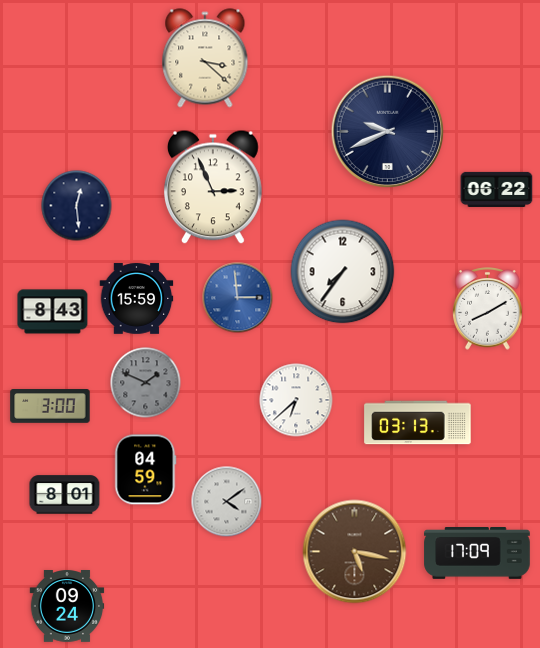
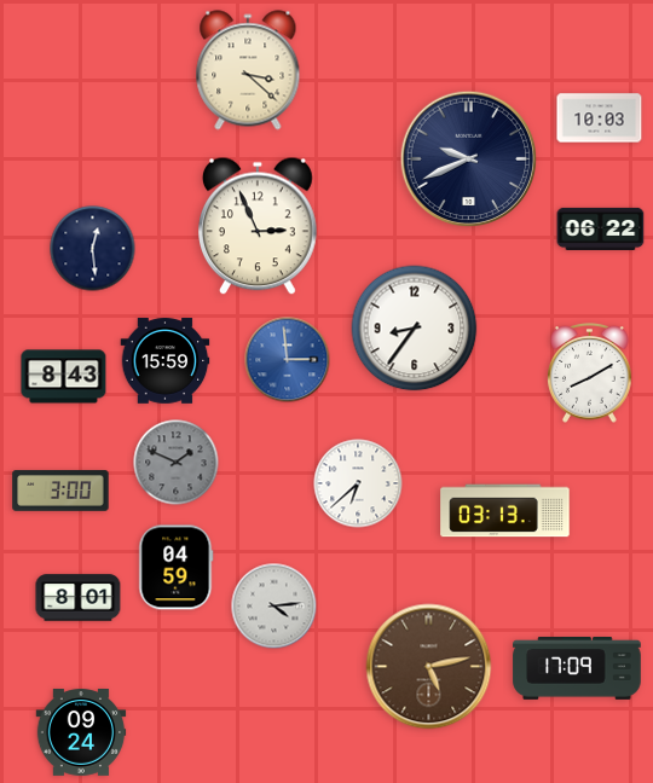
clock at (600, 118): none -> 10:03
clock at (343, 272): 7:36 -> 8:36
clock at (227, 502): 4:09 -> 4:14
clock at (355, 552): 5:17 -> 5:13
